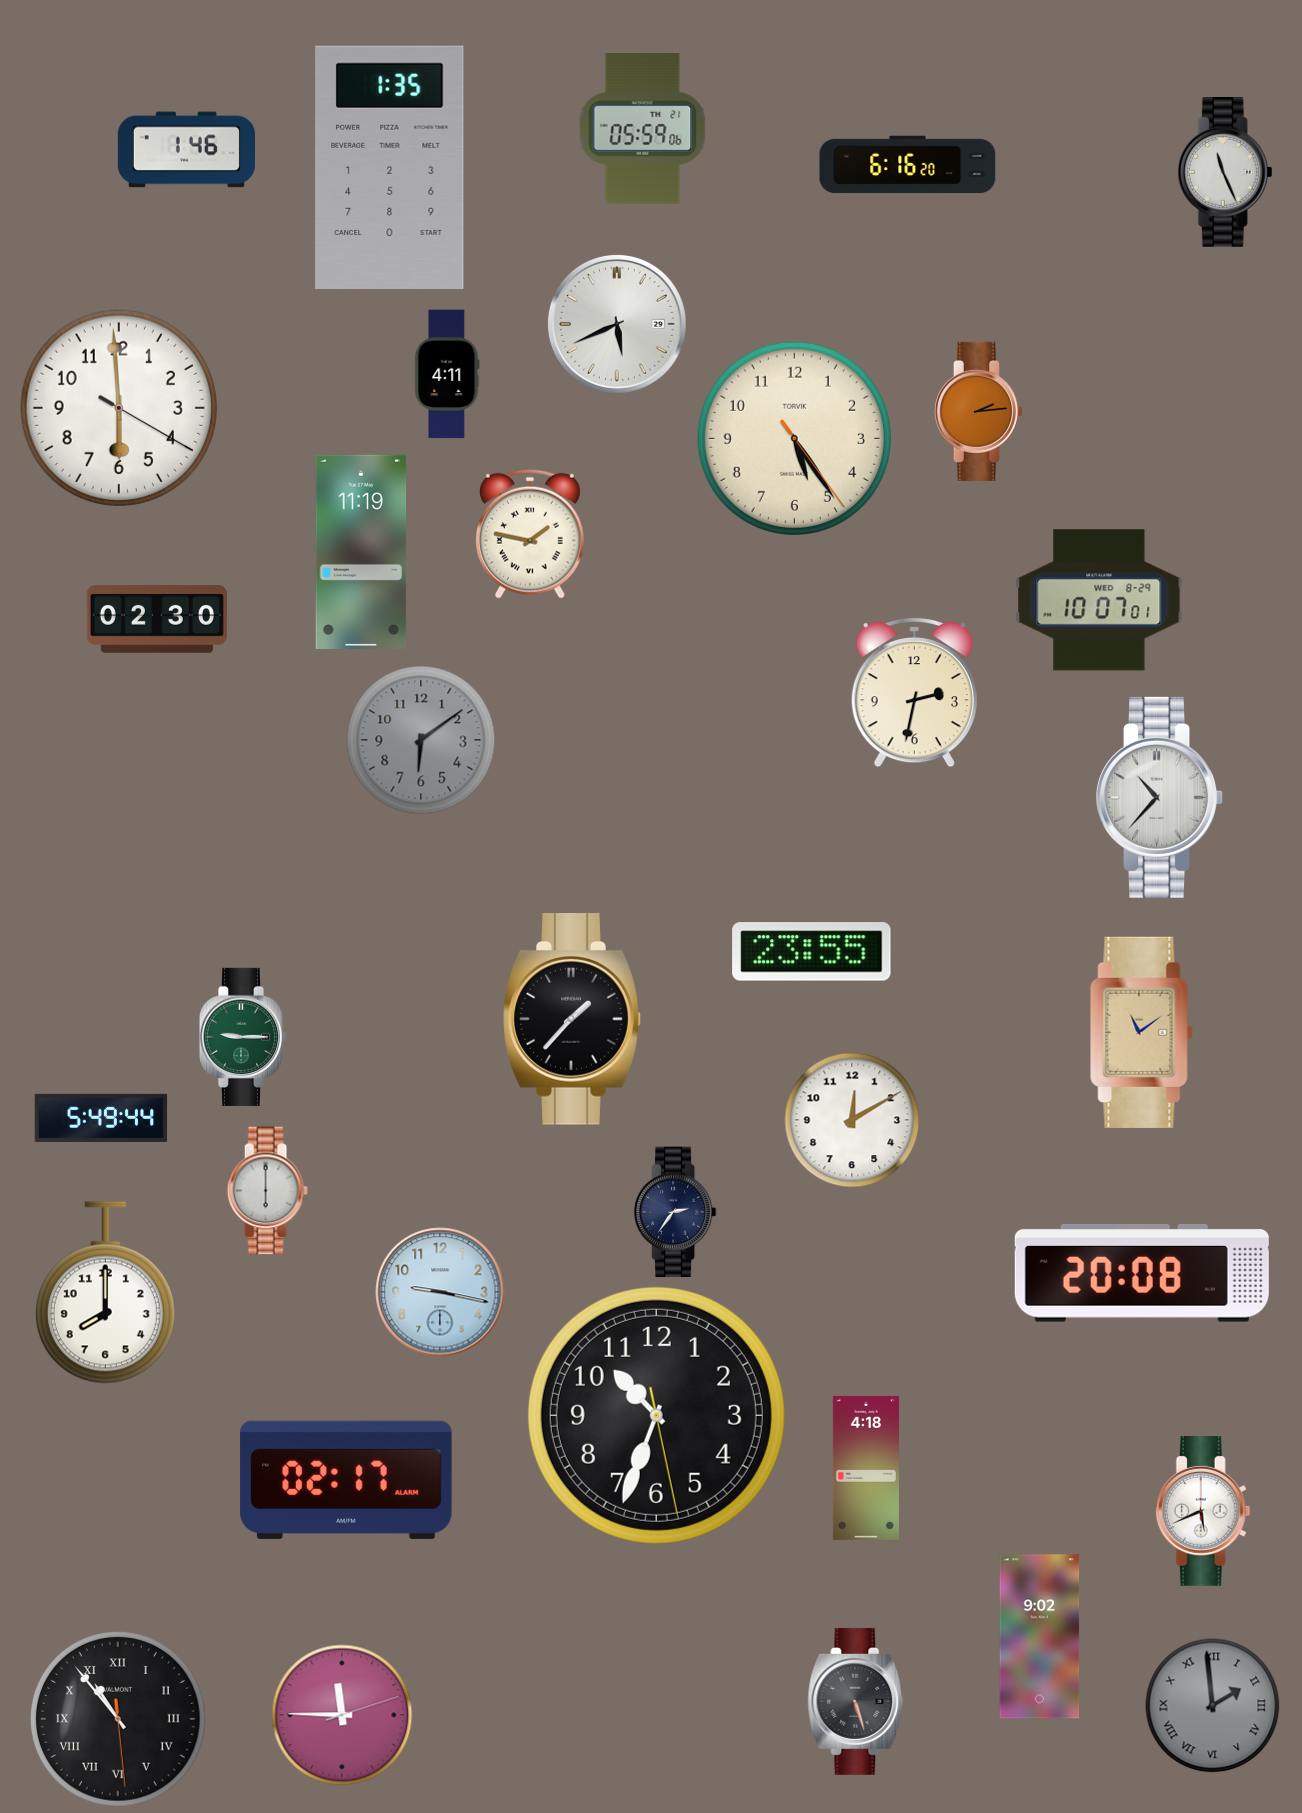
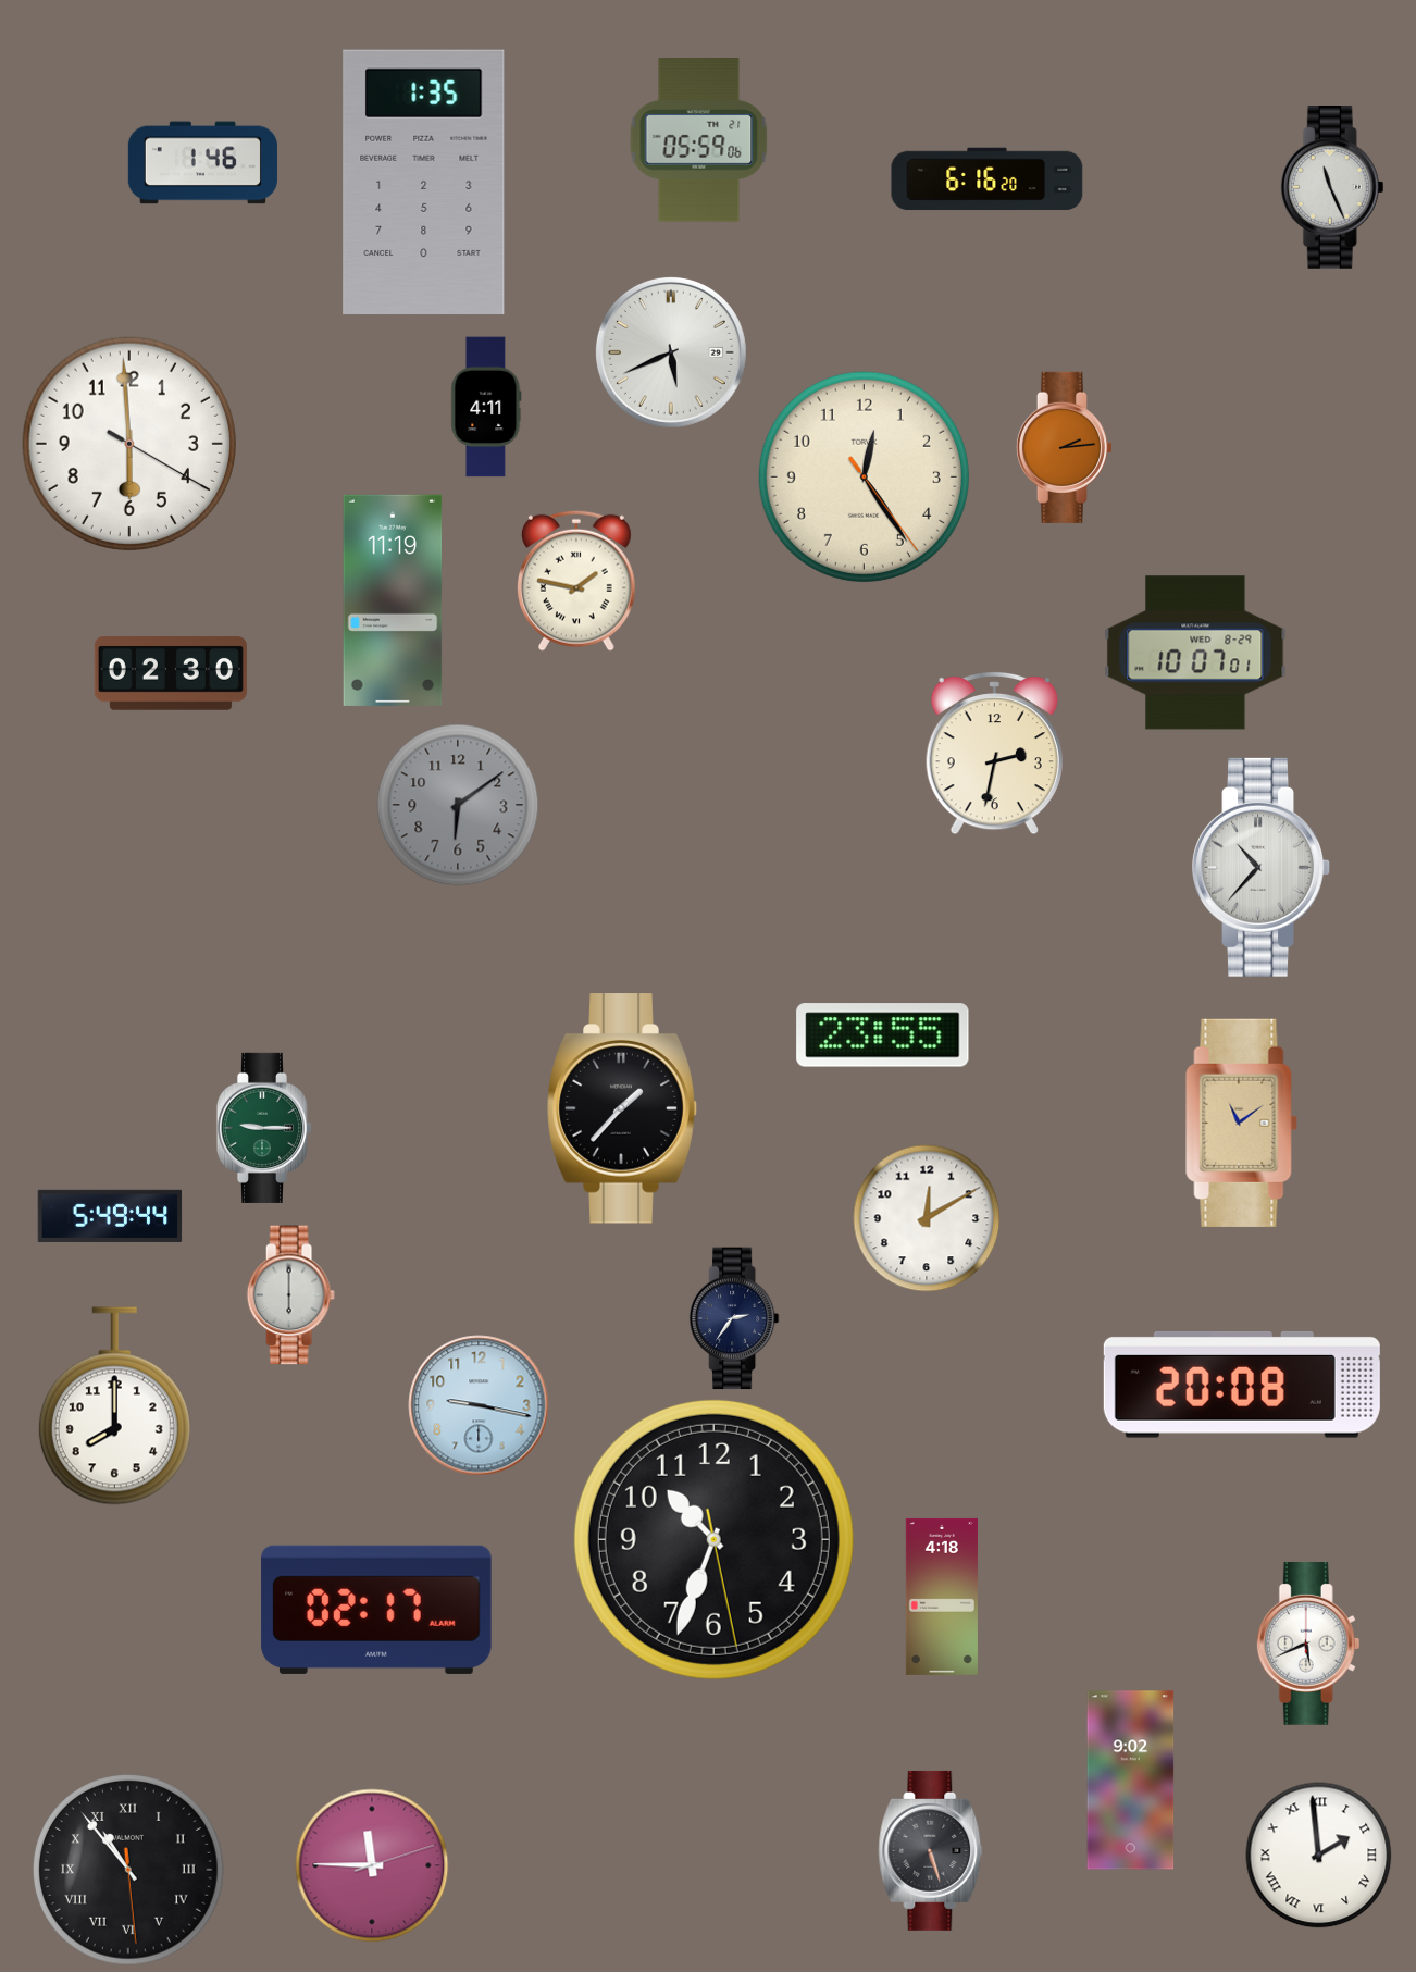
clock at (794, 438): 5:24 -> 12:24
clock at (1213, 1706) dial: grey -> white
